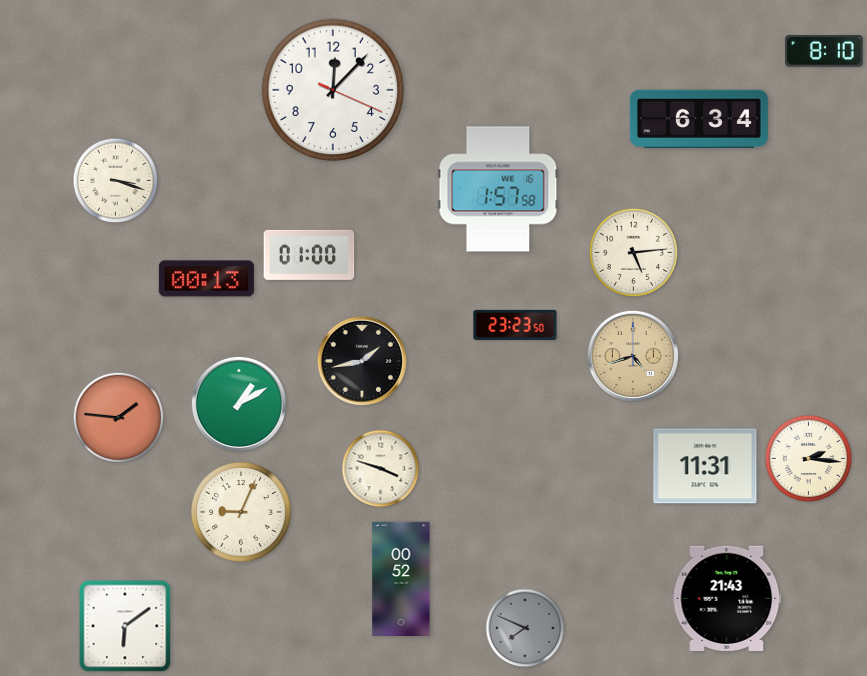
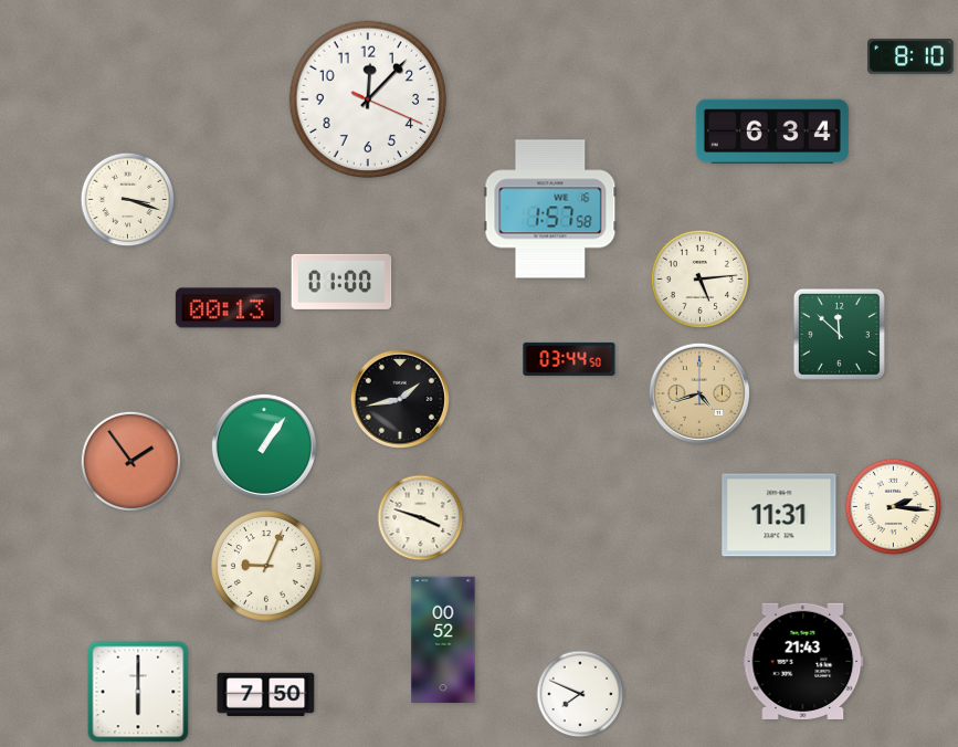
clock at (839, 334): none -> 11:52
clock at (515, 325): 23:23 -> 03:44
clock at (239, 404): 1:10 -> 1:06
clock at (118, 417): 1:46 -> 1:54
clock at (125, 626): 6:09 -> 6:00
clock at (266, 694): none -> 7:50
clock at (525, 628) dial: grey -> white
